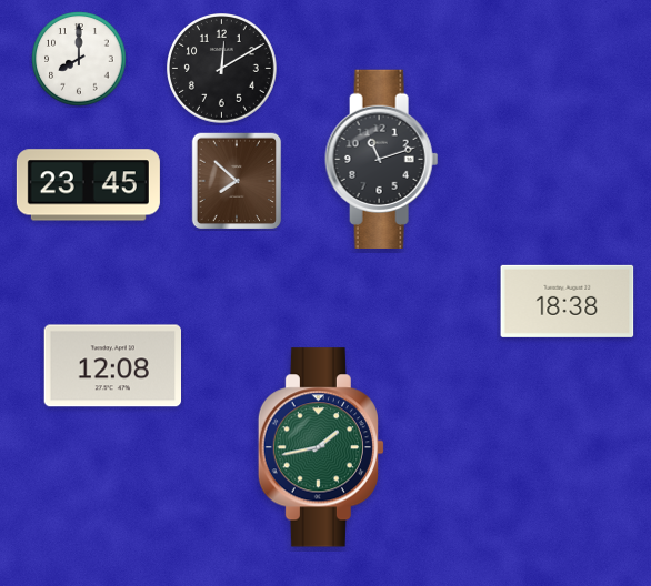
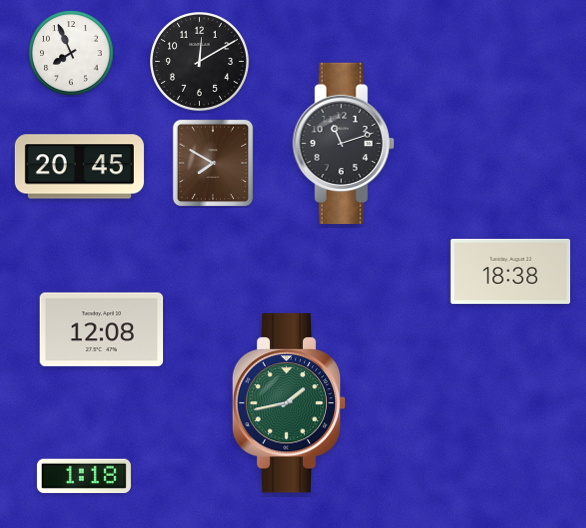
clock at (79, 59): 8:00 -> 7:56
clock at (237, 181): 7:52 -> 7:50
clock at (88, 185): 23:45 -> 20:45
clock at (84, 476): none -> 1:18
